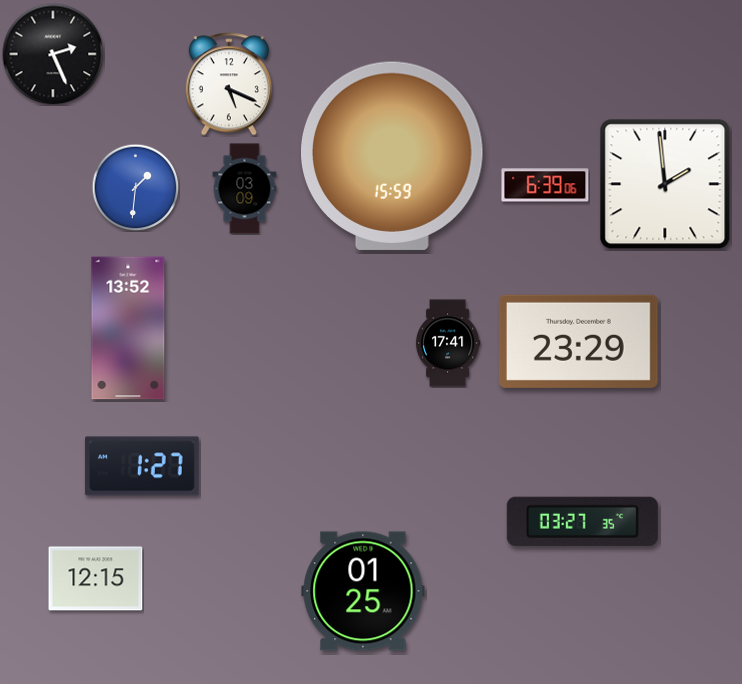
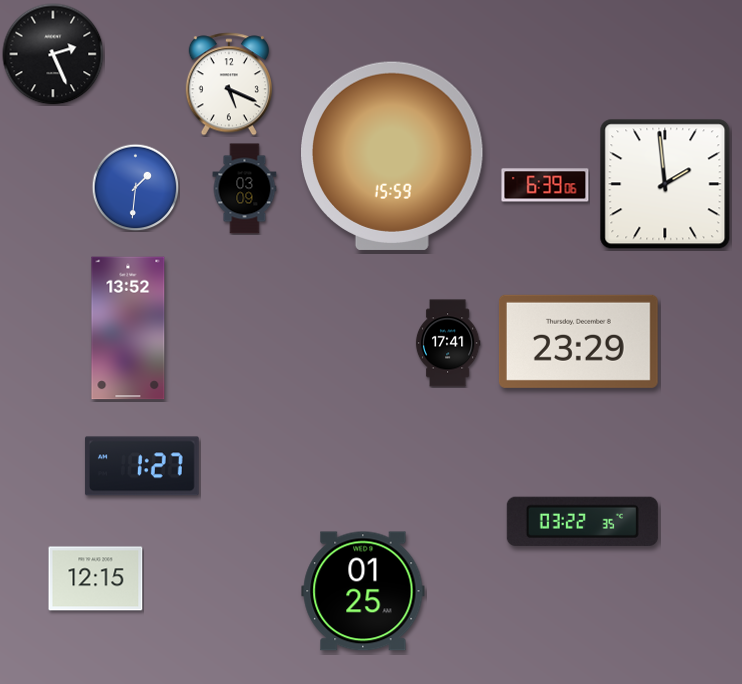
clock at (582, 521): 03:27 -> 03:22
